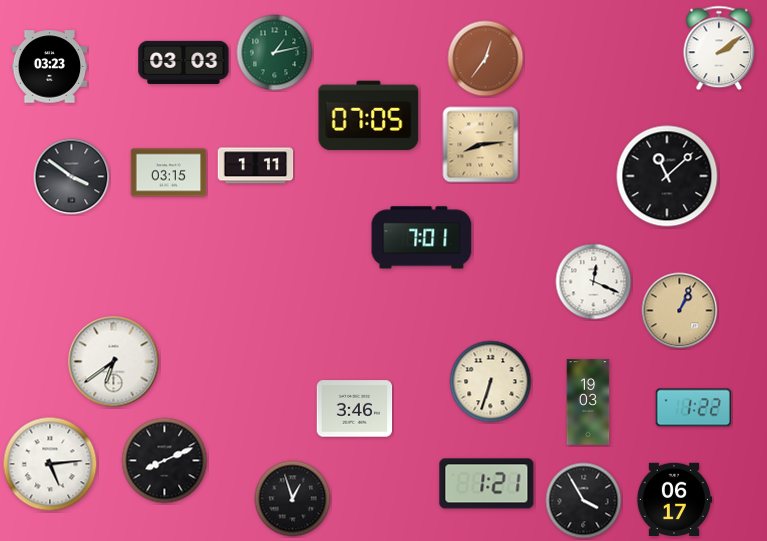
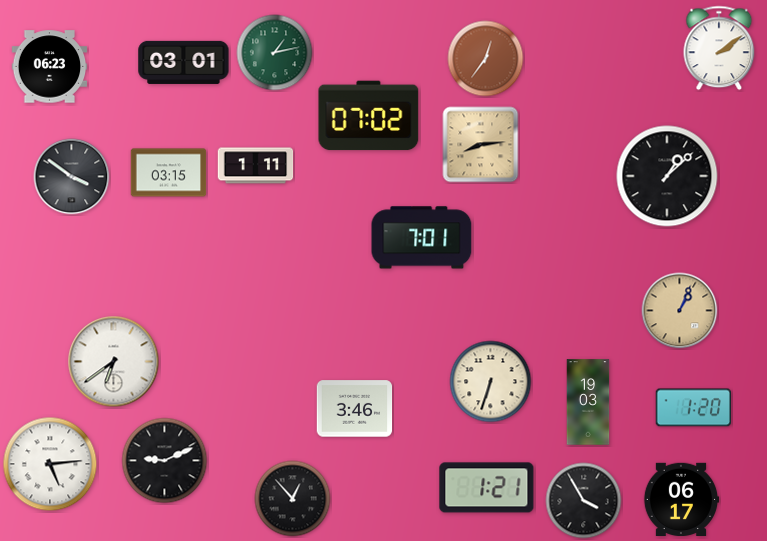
clock at (184, 62): 03:03 -> 03:01
clock at (50, 67): 03:23 -> 06:23
clock at (369, 116): 07:05 -> 07:02
clock at (667, 176): 11:08 -> 1:08
clock at (594, 282): 12:19 -> none
clock at (693, 408): 1:22 -> 1:20
clock at (165, 461): 8:11 -> 9:11
clock at (487, 484) position: (487, 484) -> (487, 488)
clock at (293, 499): 12:57 -> 12:53
clock at (674, 499) position: (674, 499) -> (681, 499)
